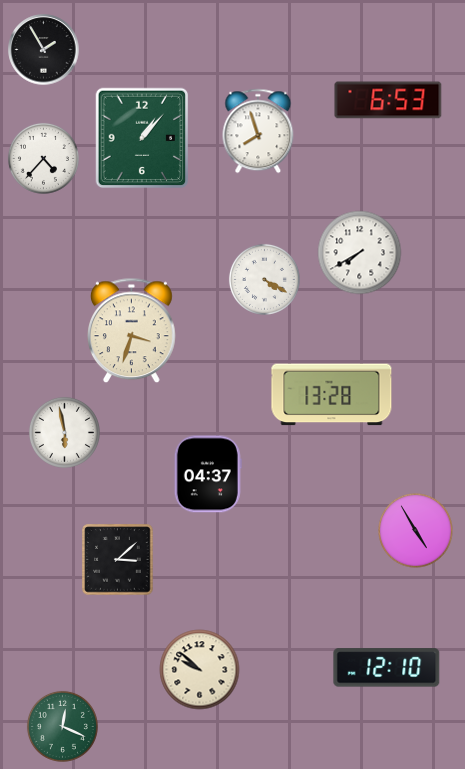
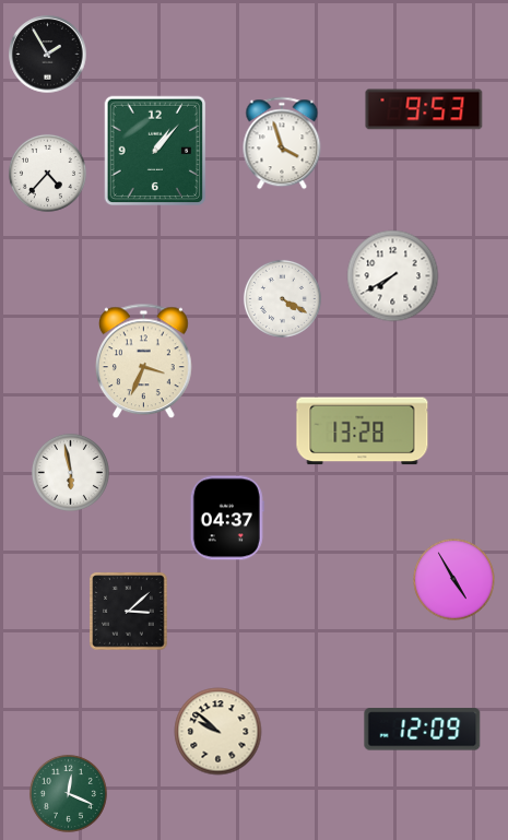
clock at (388, 100): 6:53 -> 9:53
clock at (258, 131): 7:57 -> 3:57
clock at (264, 279) position: (264, 279) -> (282, 298)
clock at (132, 331): 3:33 -> 3:34
clock at (387, 668): 12:10 -> 12:09
